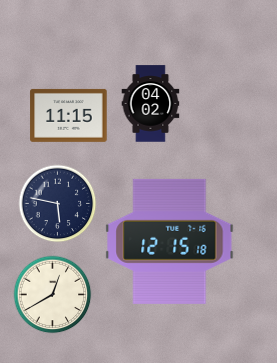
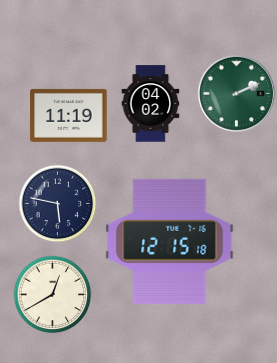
clock at (236, 93): none -> 2:11
clock at (69, 115): 11:15 -> 11:19
